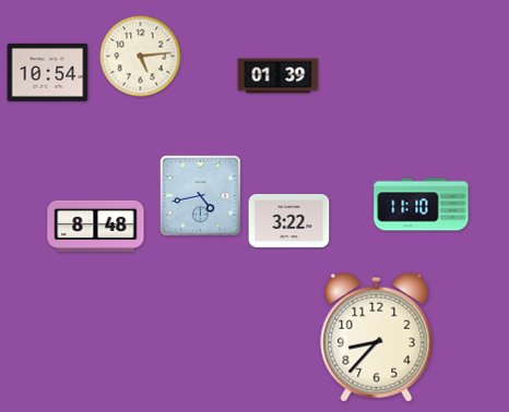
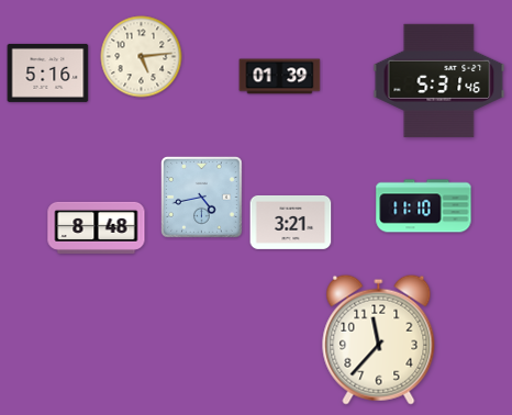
clock at (48, 72): 10:54 -> 5:16
clock at (439, 80): none -> 5:31
clock at (289, 220): 3:22 -> 3:21
clock at (377, 337): 8:37 -> 11:37
